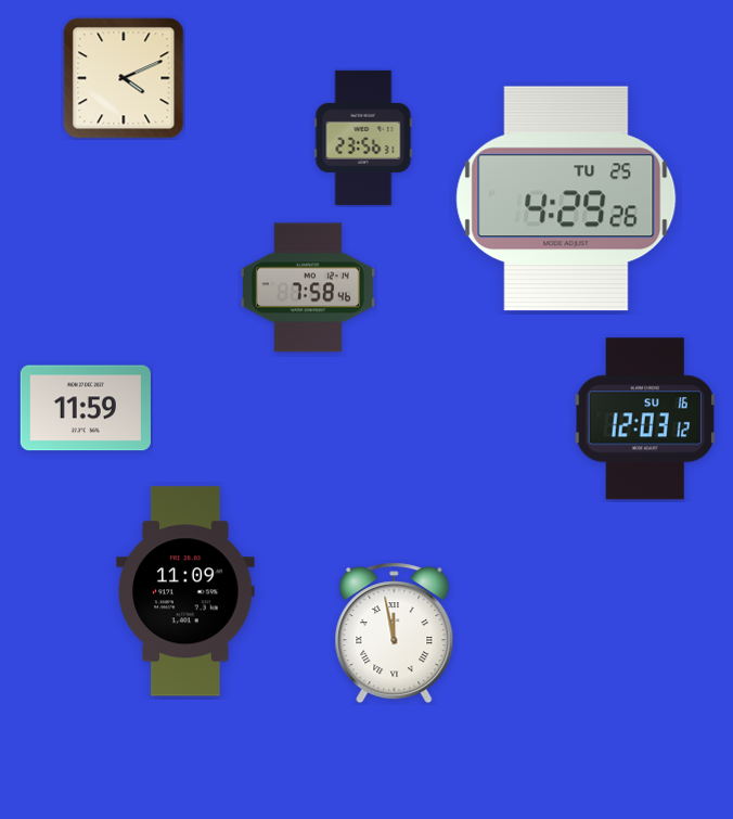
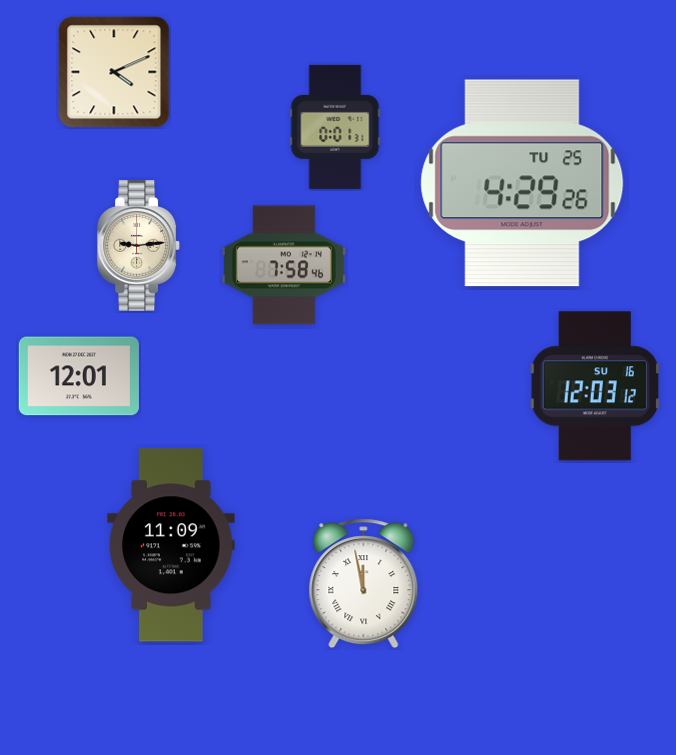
clock at (363, 138): 23:56 -> 0:01
clock at (138, 246): none -> 9:14
clock at (86, 408): 11:59 -> 12:01
